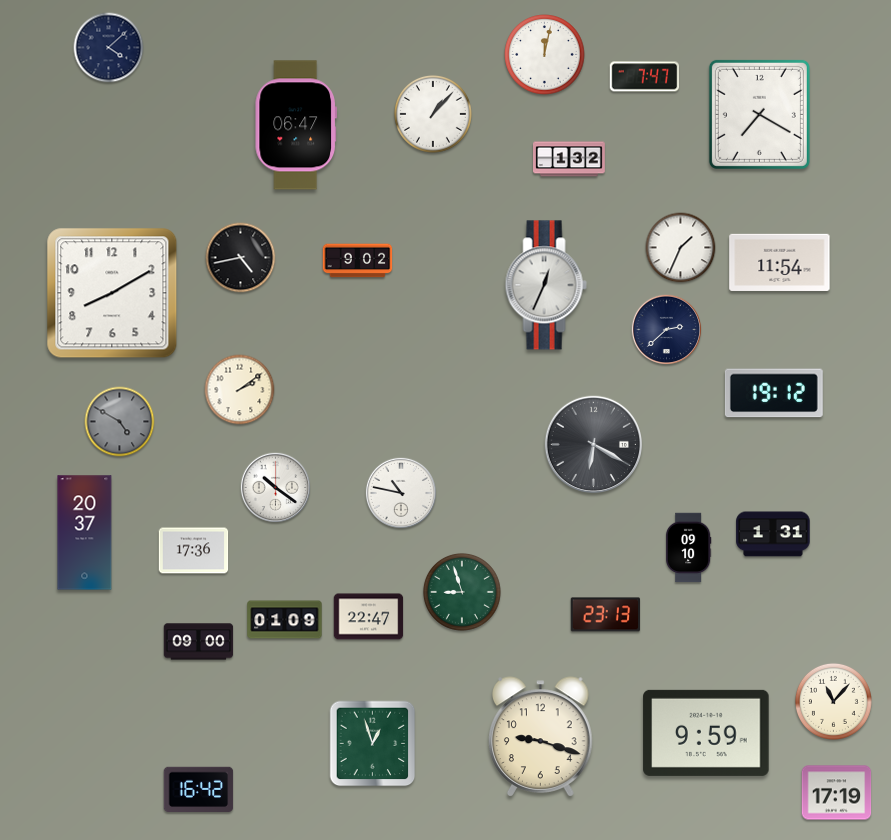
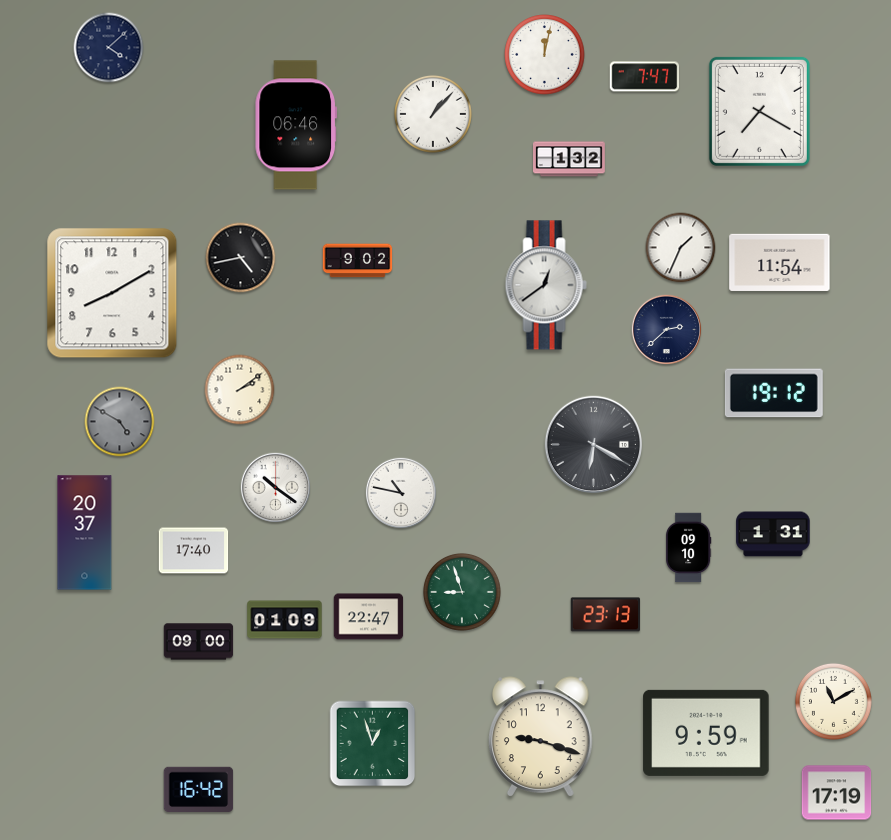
clock at (759, 114) position: (759, 114) -> (759, 111)
clock at (295, 125): 06:47 -> 06:46
clock at (546, 285): 12:34 -> 12:39
clock at (194, 551): 17:36 -> 17:40
clock at (833, 701): 11:07 -> 11:10
